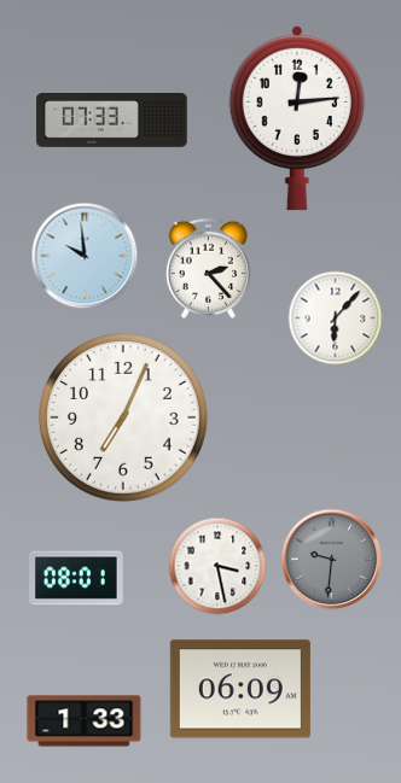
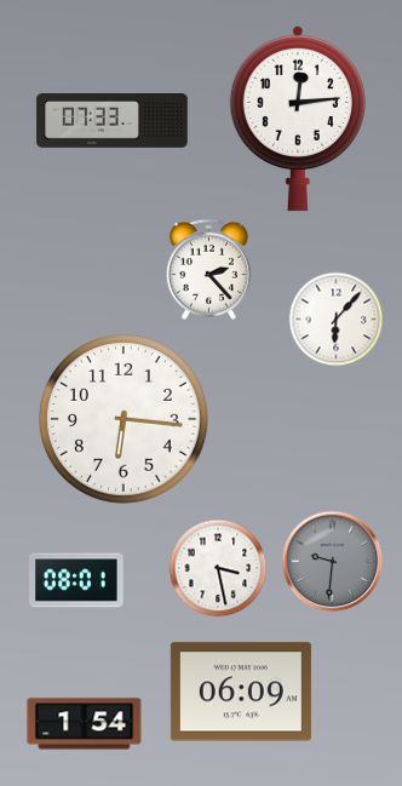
clock at (85, 256): 9:59 -> none
clock at (123, 417): 7:04 -> 6:16
clock at (85, 721): 1:33 -> 1:54
